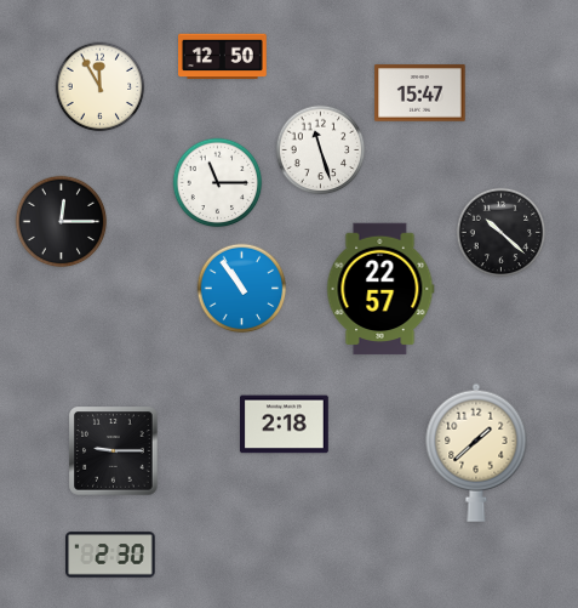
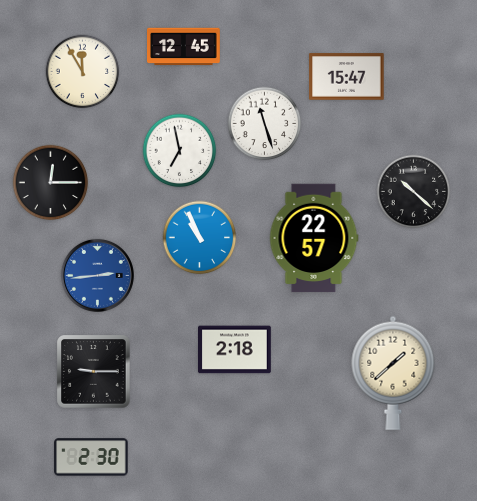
clock at (223, 57): 12:50 -> 12:45
clock at (218, 183): 11:15 -> 6:58
clock at (242, 289): 10:54 -> 10:56
clock at (97, 275): none -> 2:44
